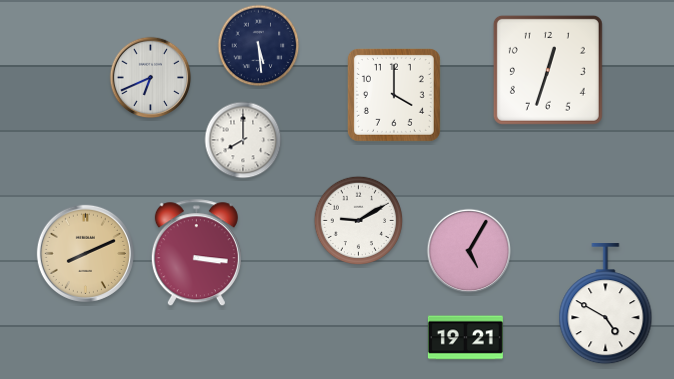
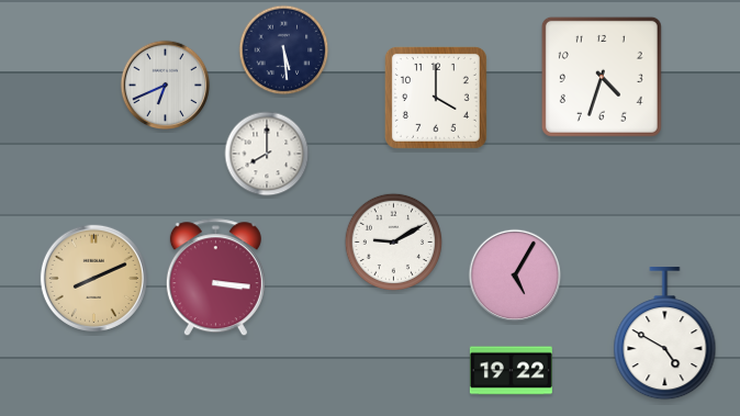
clock at (548, 70): 12:33 -> 4:33
clock at (394, 95) position: (394, 95) -> (436, 98)
clock at (465, 338): 19:21 -> 19:22
